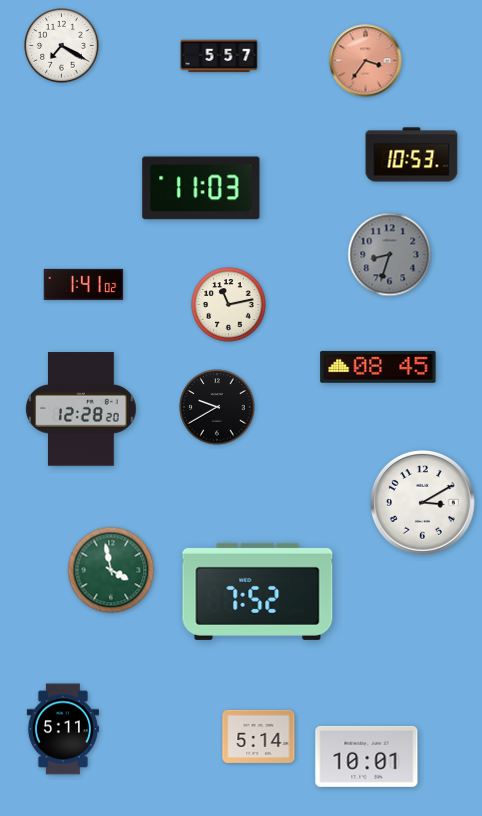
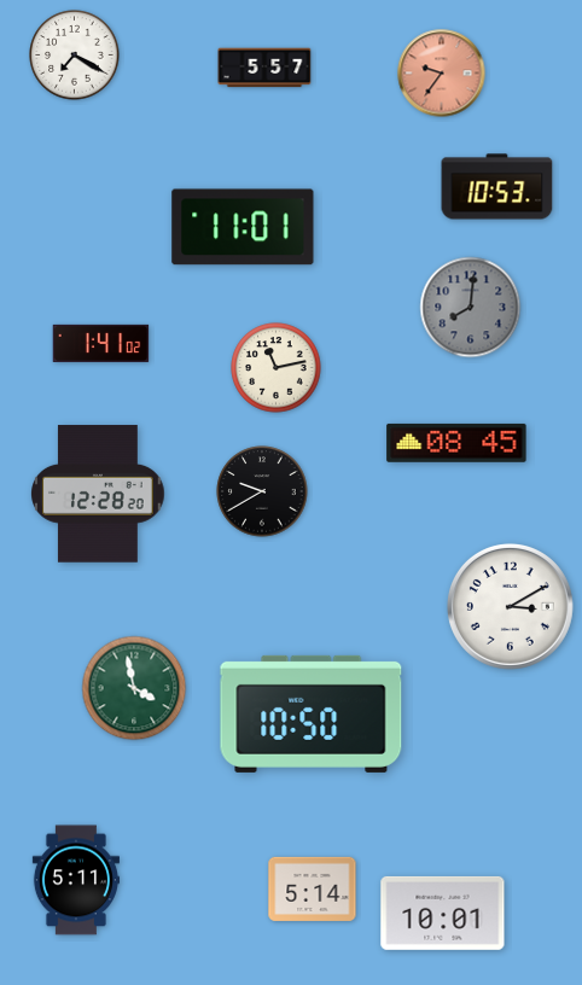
clock at (366, 61): 3:36 -> 9:36
clock at (201, 188): 11:03 -> 11:01
clock at (390, 255): 8:33 -> 8:01
clock at (258, 591): 7:52 -> 10:50
